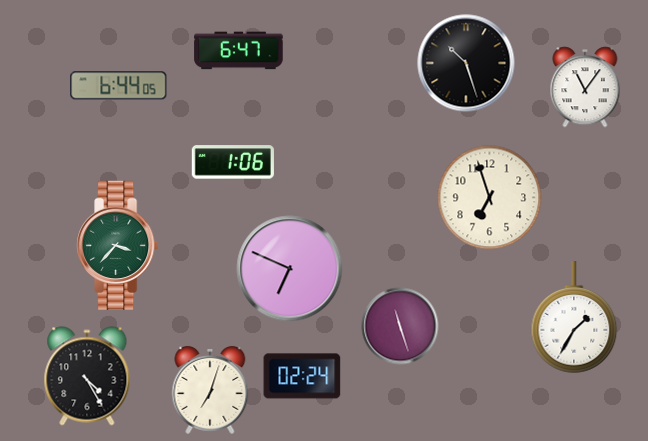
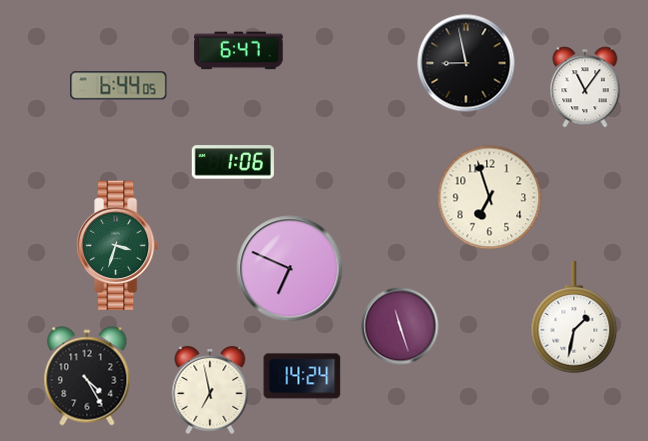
clock at (466, 63): 10:27 -> 8:58
clock at (118, 245): 3:37 -> 3:33
clock at (574, 318): 1:35 -> 1:32
clock at (302, 376): 02:24 -> 14:24
clock at (210, 390): 7:03 -> 6:58
